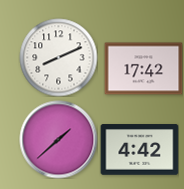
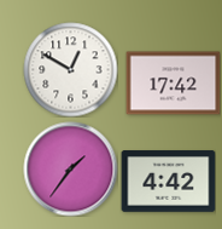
clock at (58, 57): 8:11 -> 12:50
clock at (58, 139): 1:38 -> 1:36
